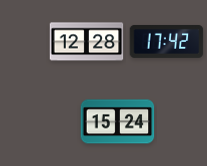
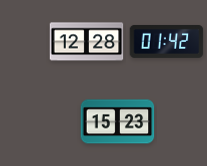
clock at (167, 41): 17:42 -> 01:42
clock at (118, 122): 15:24 -> 15:23
